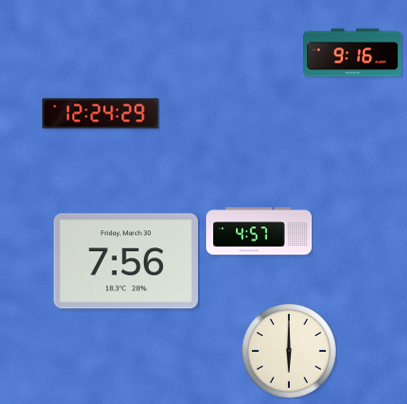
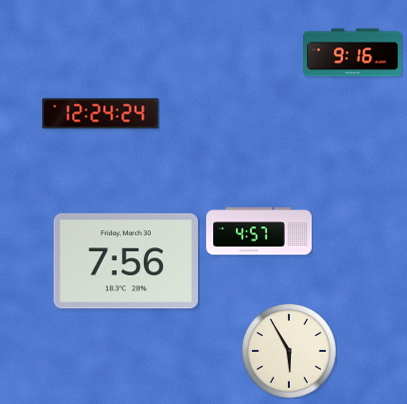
clock at (101, 114): 12:24:29 -> 12:24:24
clock at (289, 351): 6:00 -> 5:55
